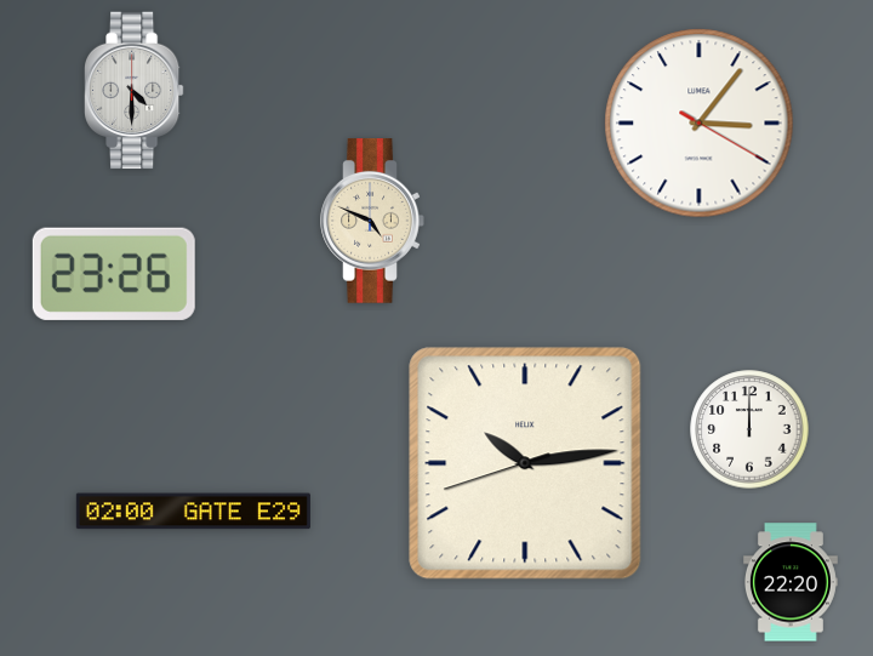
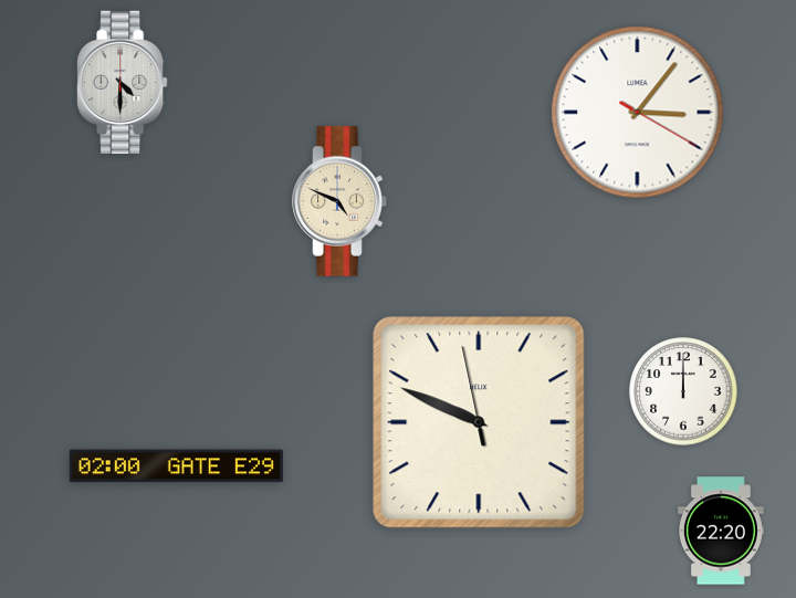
clock at (114, 274): 23:26 -> none
clock at (525, 463): 10:13 -> 9:48
